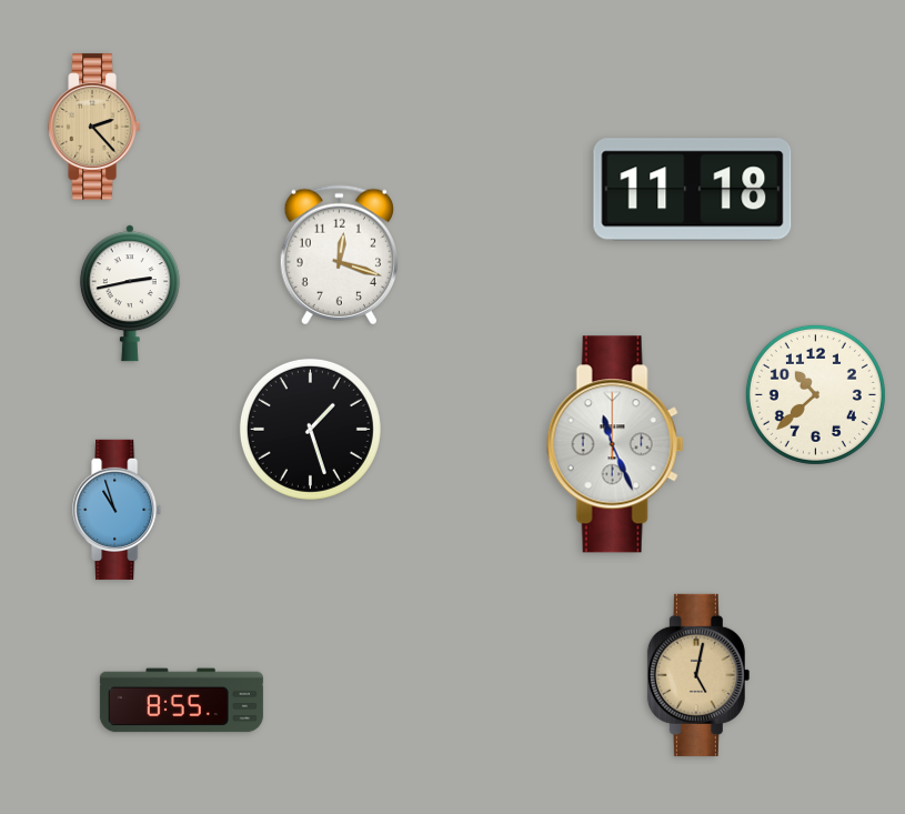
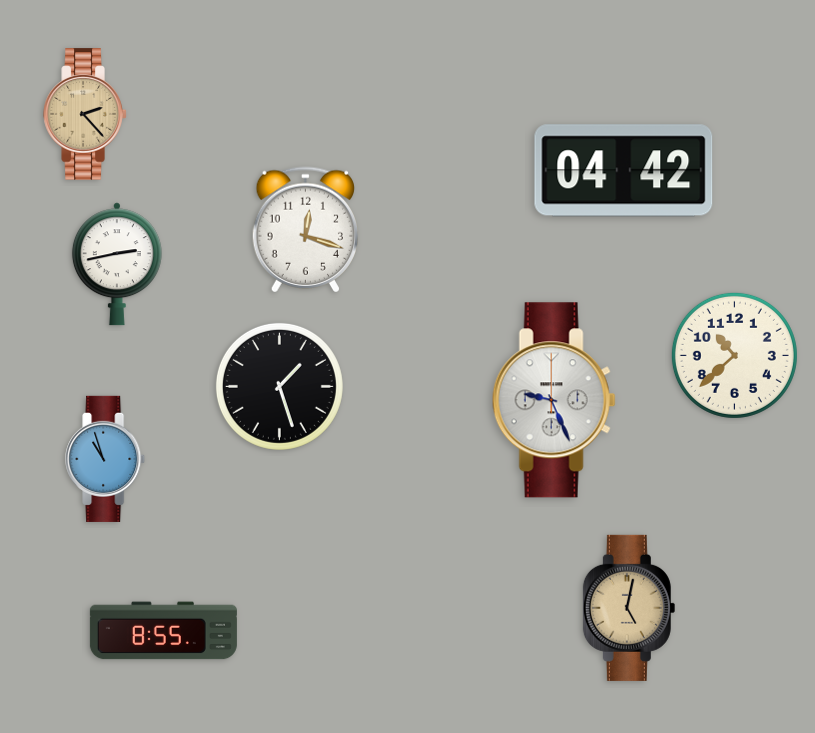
clock at (693, 190): 11:18 -> 04:42
clock at (615, 444): 11:26 -> 9:26
